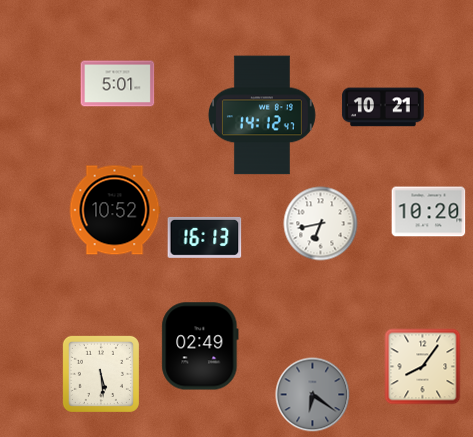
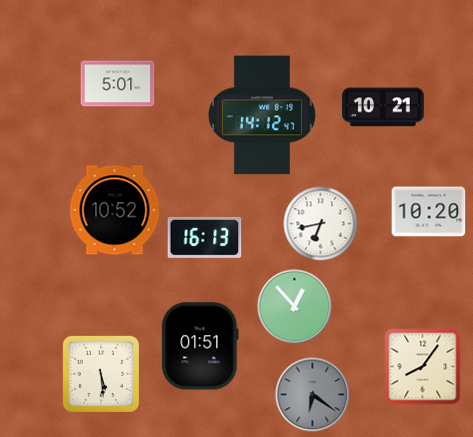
clock at (295, 307): none -> 12:53
clock at (200, 346): 02:49 -> 01:51
